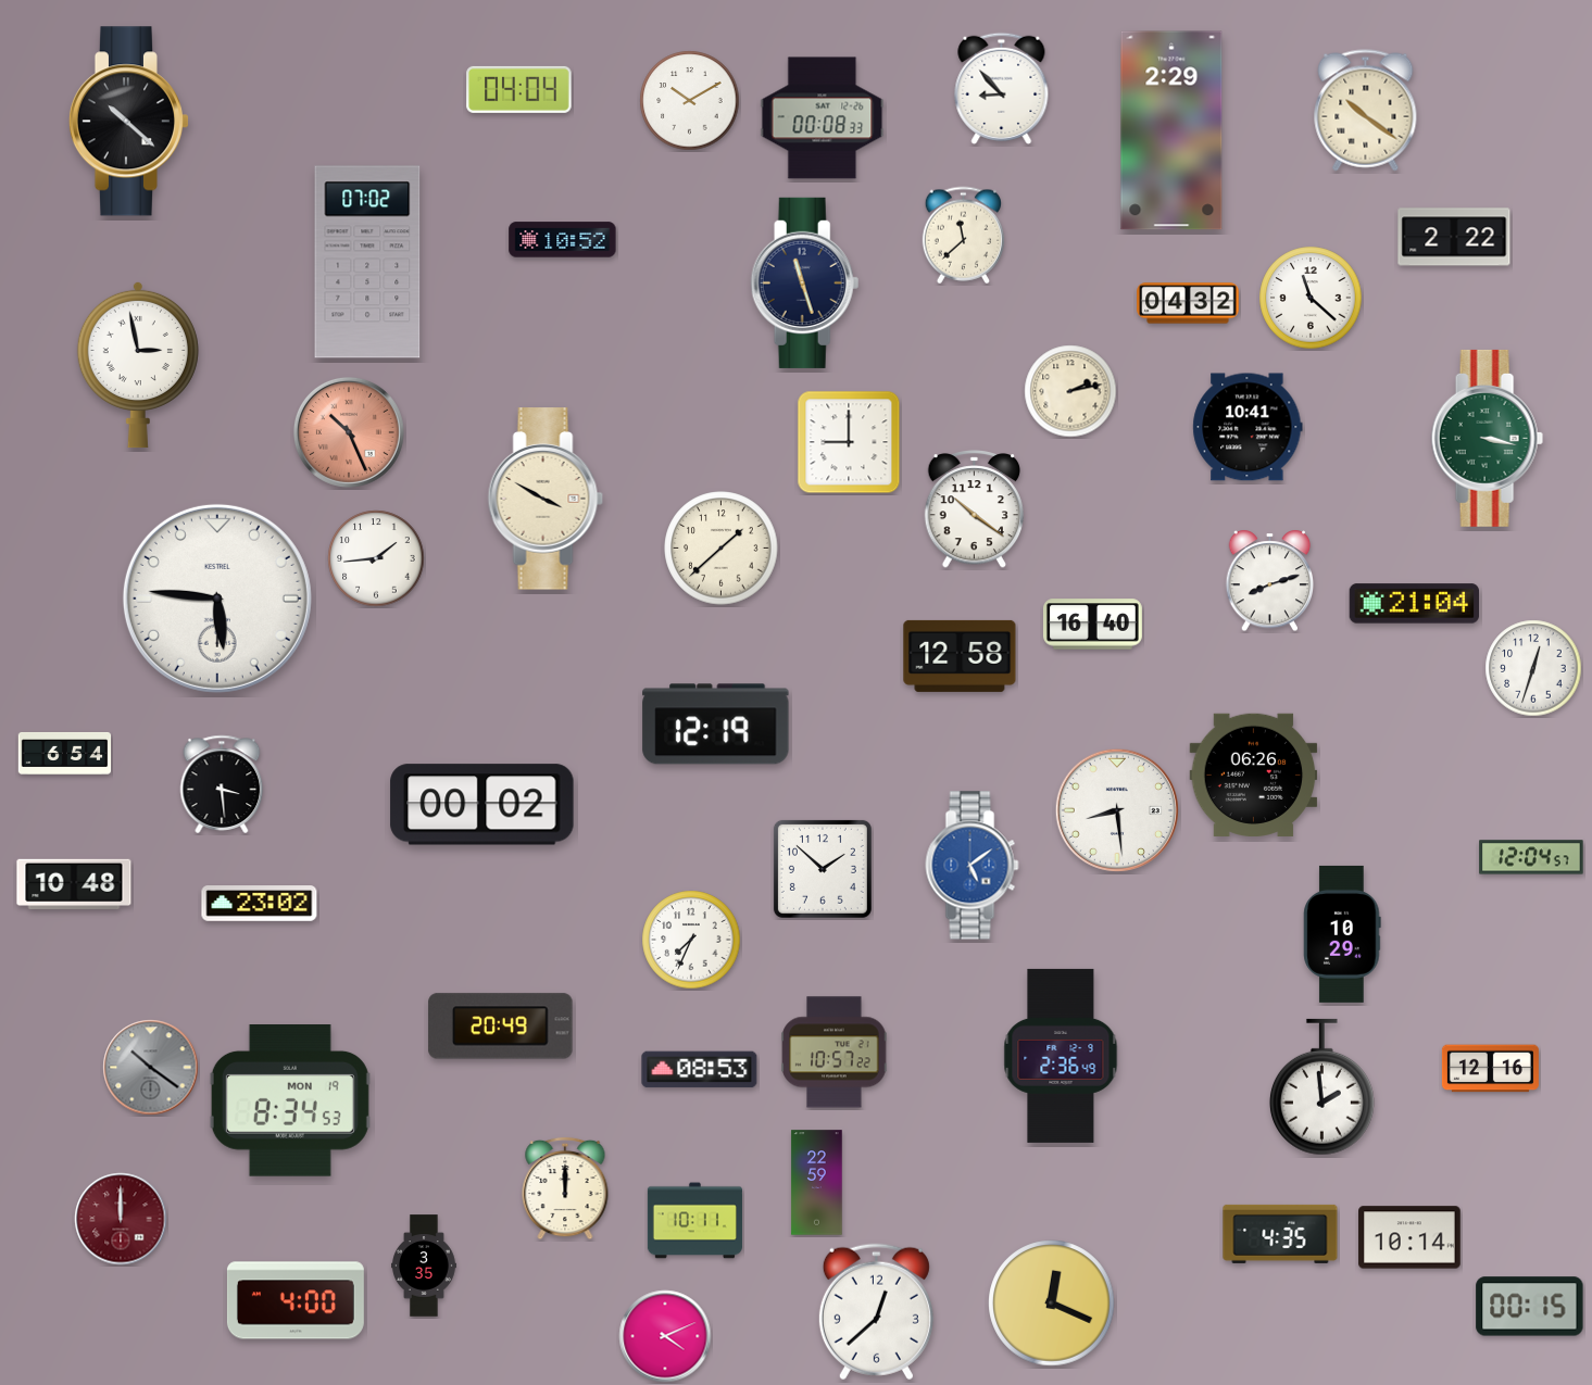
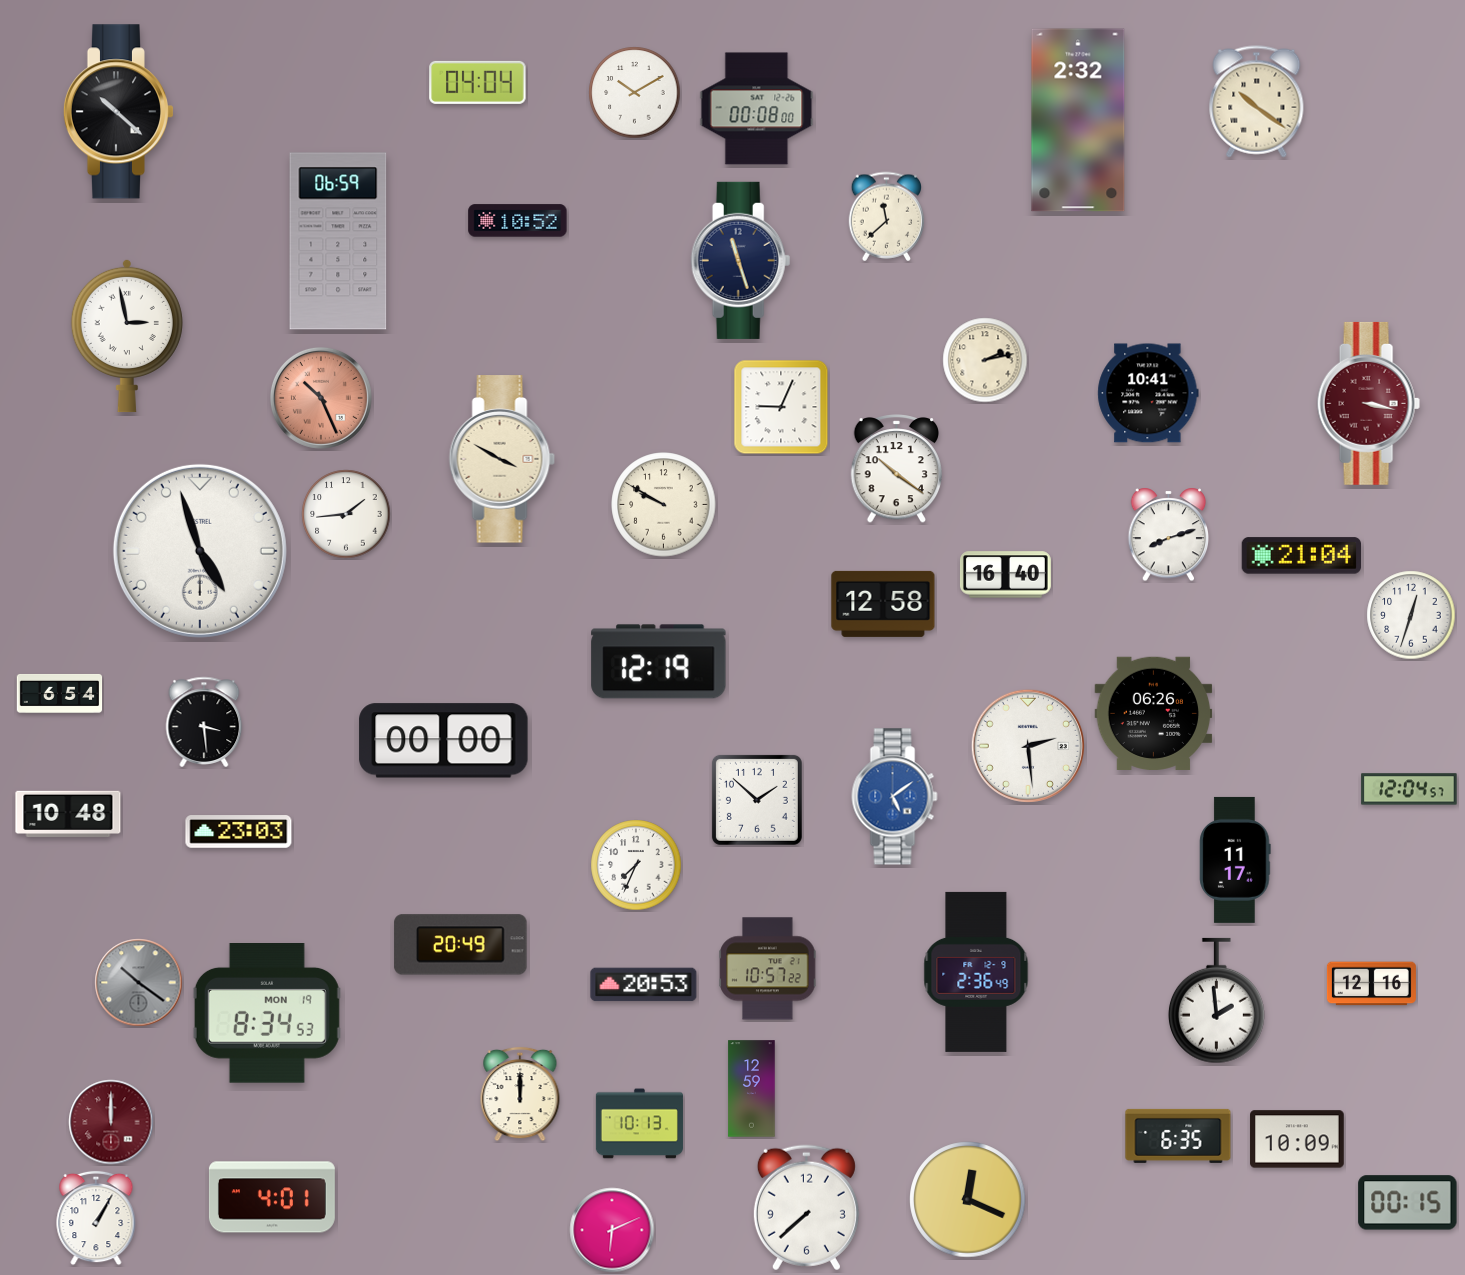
clock at (1002, 88): 8:53 -> none
clock at (823, 118): 00:08:33 -> 00:08:00
clock at (1171, 130): 2:29 -> 2:32
clock at (1454, 237): 2:22 -> none
clock at (367, 262): 07:02 -> 06:59
clock at (1311, 298): 11:22 -> none
clock at (1188, 303): 04:32 -> none
clock at (1487, 438) dial: green -> burgundy
clock at (849, 442): 9:00 -> 9:04
clock at (722, 549): 1:38 -> 9:50
clock at (217, 599): 5:46 -> 4:57
clock at (716, 725) position: (716, 725) -> (659, 662)
clock at (482, 805): 00:02 -> 00:00
clock at (1117, 810): 8:29 -> 2:29
clock at (260, 904): 23:02 -> 23:03
clock at (1342, 934): 10:29 -> 11:17
clock at (700, 1070): 08:53 -> 20:53
clock at (817, 1183): 22:59 -> 12:59
clock at (694, 1221): 10:11 -> 10:13
clock at (1280, 1234): 4:35 -> 6:35
clock at (1409, 1237): 10:14 -> 10:09
clock at (425, 1266): 3:35 -> none
clock at (296, 1300): 4:00 -> 4:01
clock at (876, 1312): 12:38 -> 7:38
clock at (96, 1218): none -> 1:05
clock at (665, 1336): 4:11 -> 6:11
